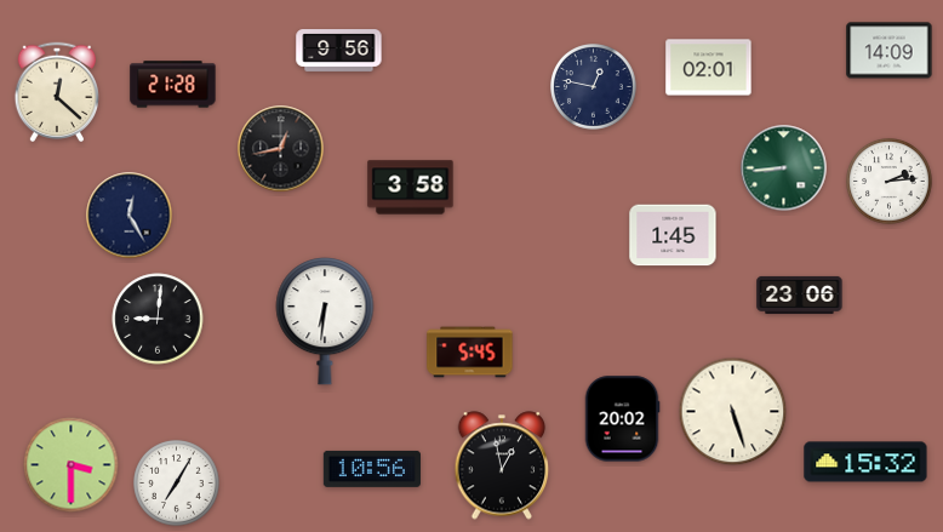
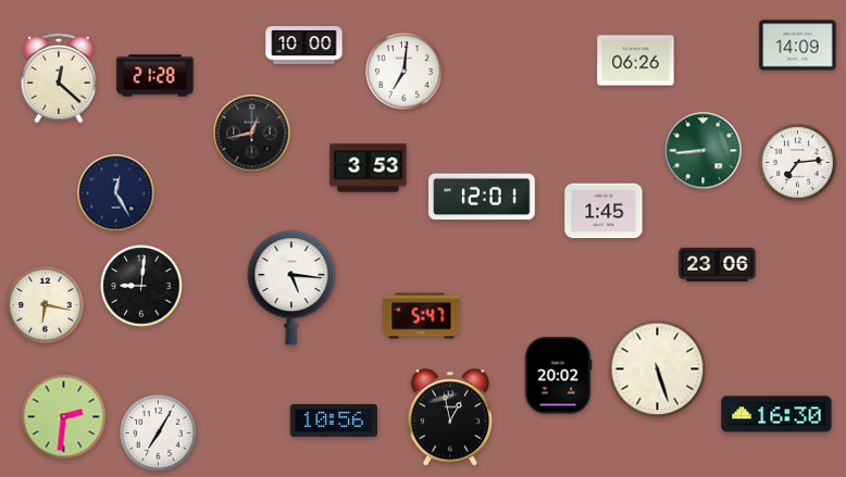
clock at (339, 51): 9:56 -> 10:00
clock at (709, 68): 02:01 -> 06:26
clock at (405, 72): none -> 7:01
clock at (594, 87): 12:47 -> none
clock at (56, 91) position: (56, 91) -> (58, 77)
clock at (890, 182): 2:14 -> 7:14
clock at (411, 188): 3:58 -> 3:53
clock at (483, 197): none -> 12:01
clock at (325, 321): 6:31 -> 5:16
clock at (46, 305): none -> 6:17
clock at (470, 353): 5:45 -> 5:47
clock at (865, 462): 15:32 -> 16:30
clock at (72, 465): 3:30 -> 2:31
